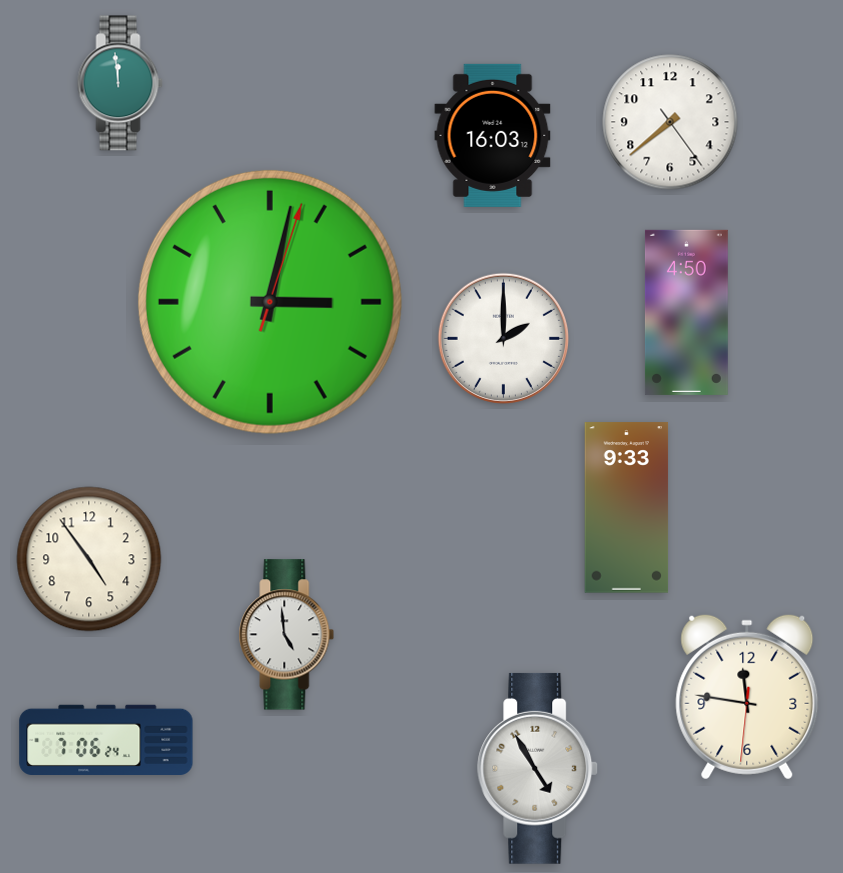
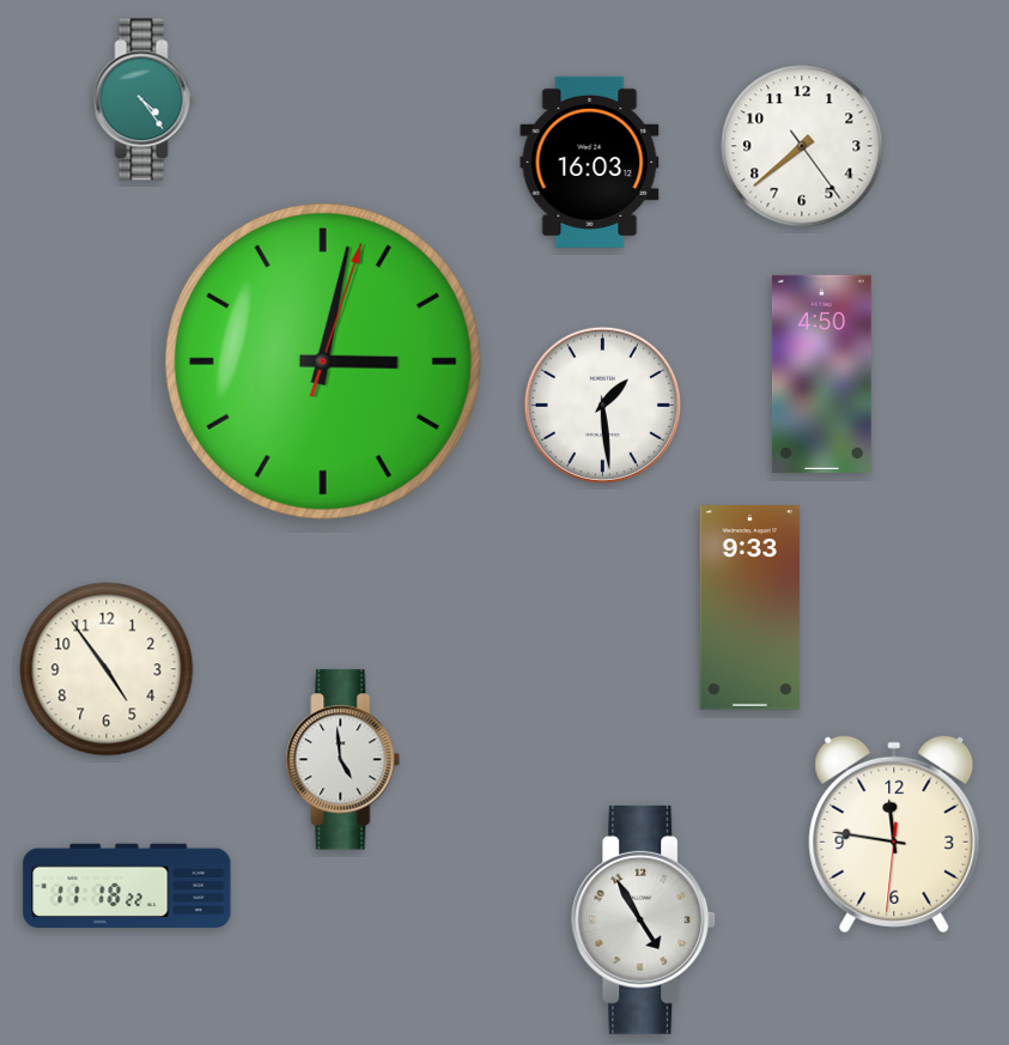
clock at (120, 83): 11:59 -> 4:24
clock at (503, 338): 2:00 -> 1:29
clock at (106, 739): 7:06 -> 11:18
